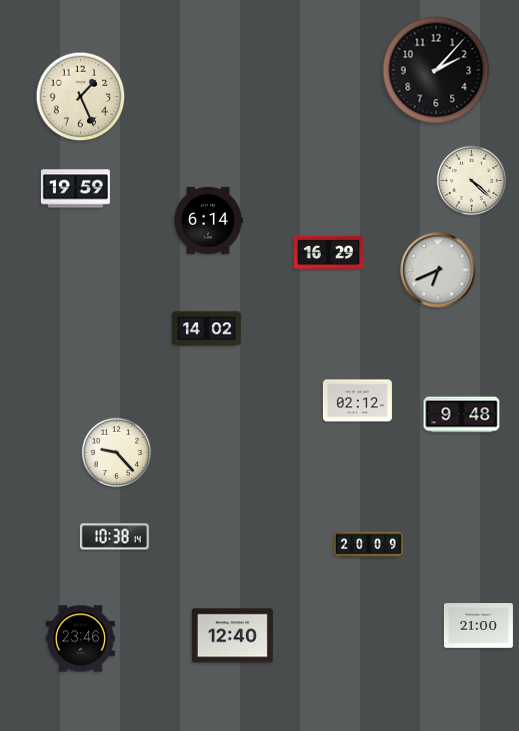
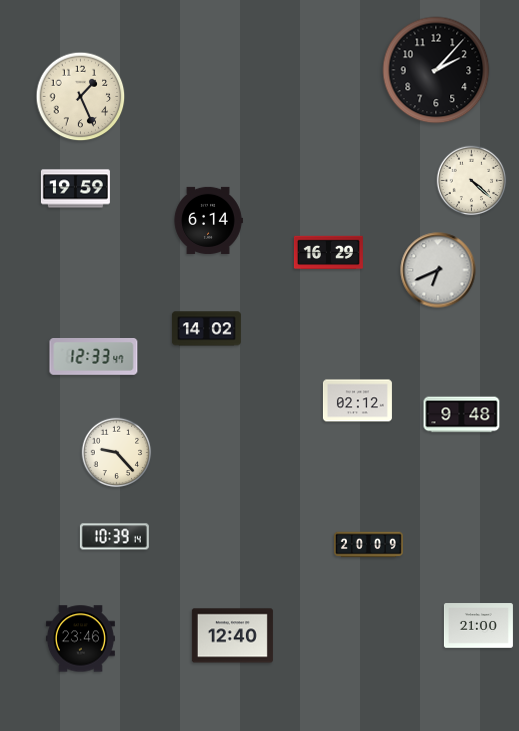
clock at (94, 357): none -> 12:33
clock at (114, 537): 10:38 -> 10:39
